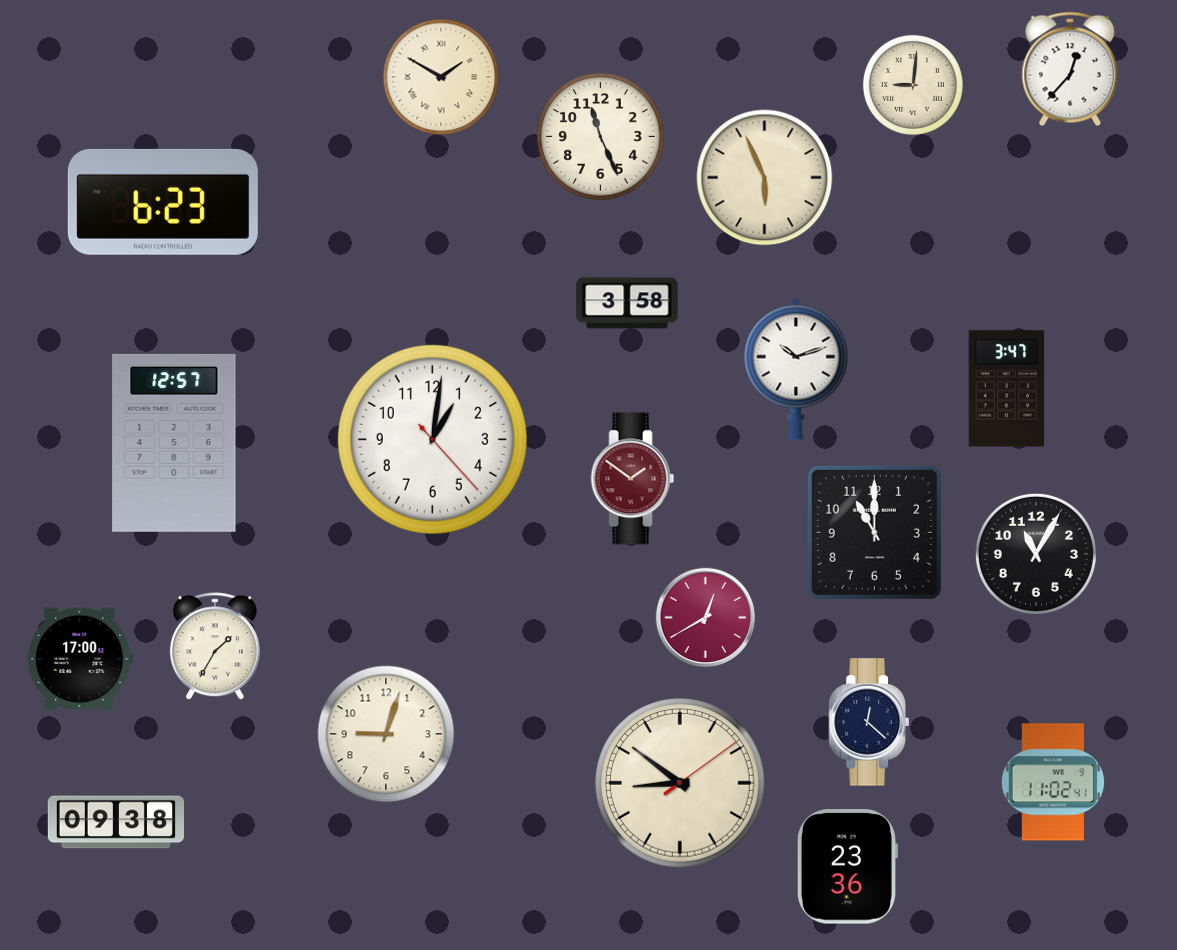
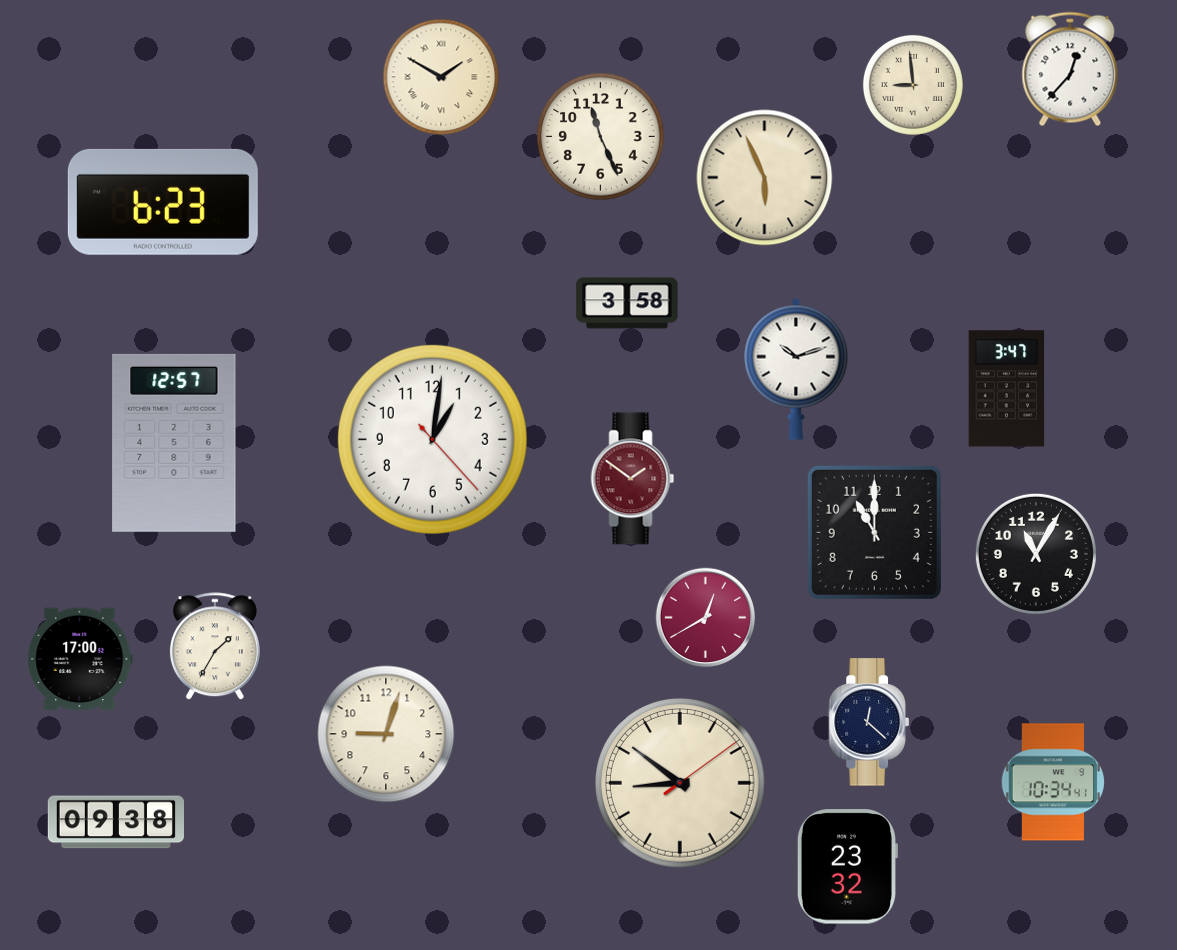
clock at (913, 85): 9:01 -> 8:59
clock at (1053, 782): 11:02 -> 10:34
clock at (847, 867): 23:36 -> 23:32
